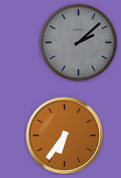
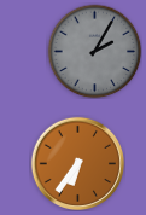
clock at (78, 42): 2:08 -> 2:05
